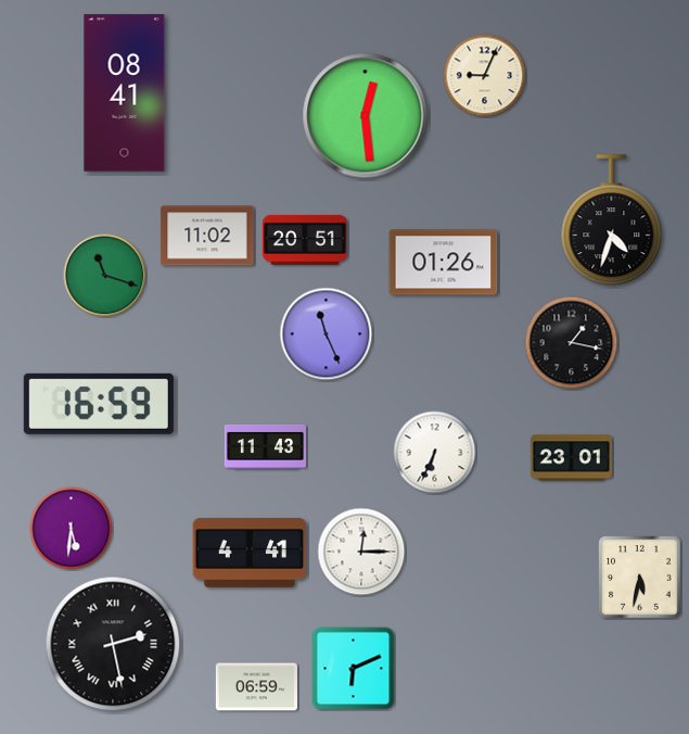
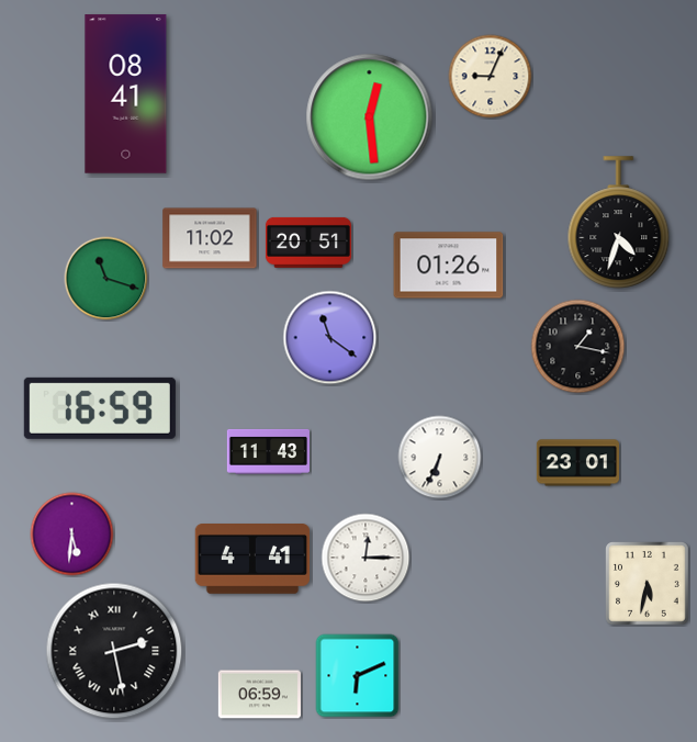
clock at (327, 334): 11:26 -> 11:21
